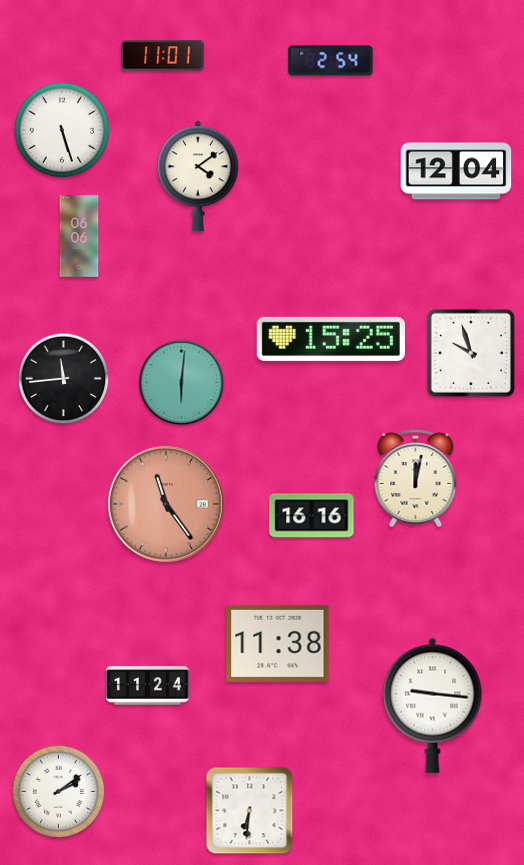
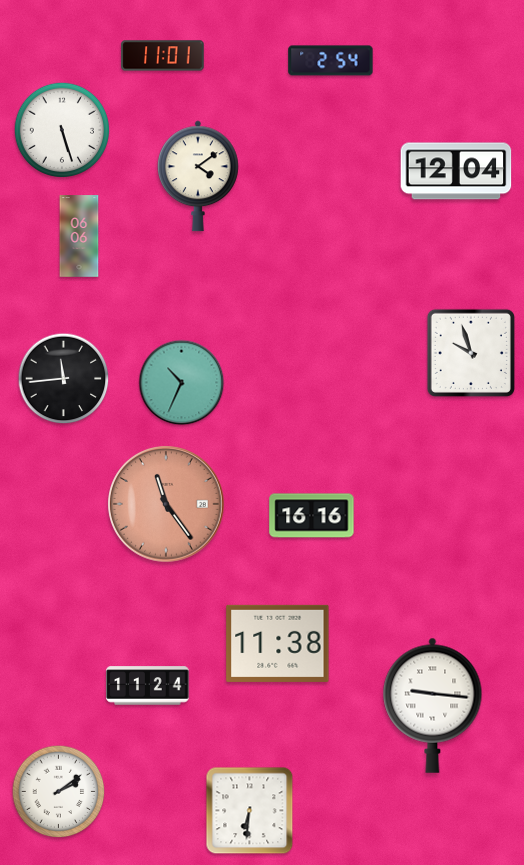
clock at (331, 339): 15:25 -> none
clock at (182, 383): 6:01 -> 10:34
clock at (416, 479): 12:02 -> none
